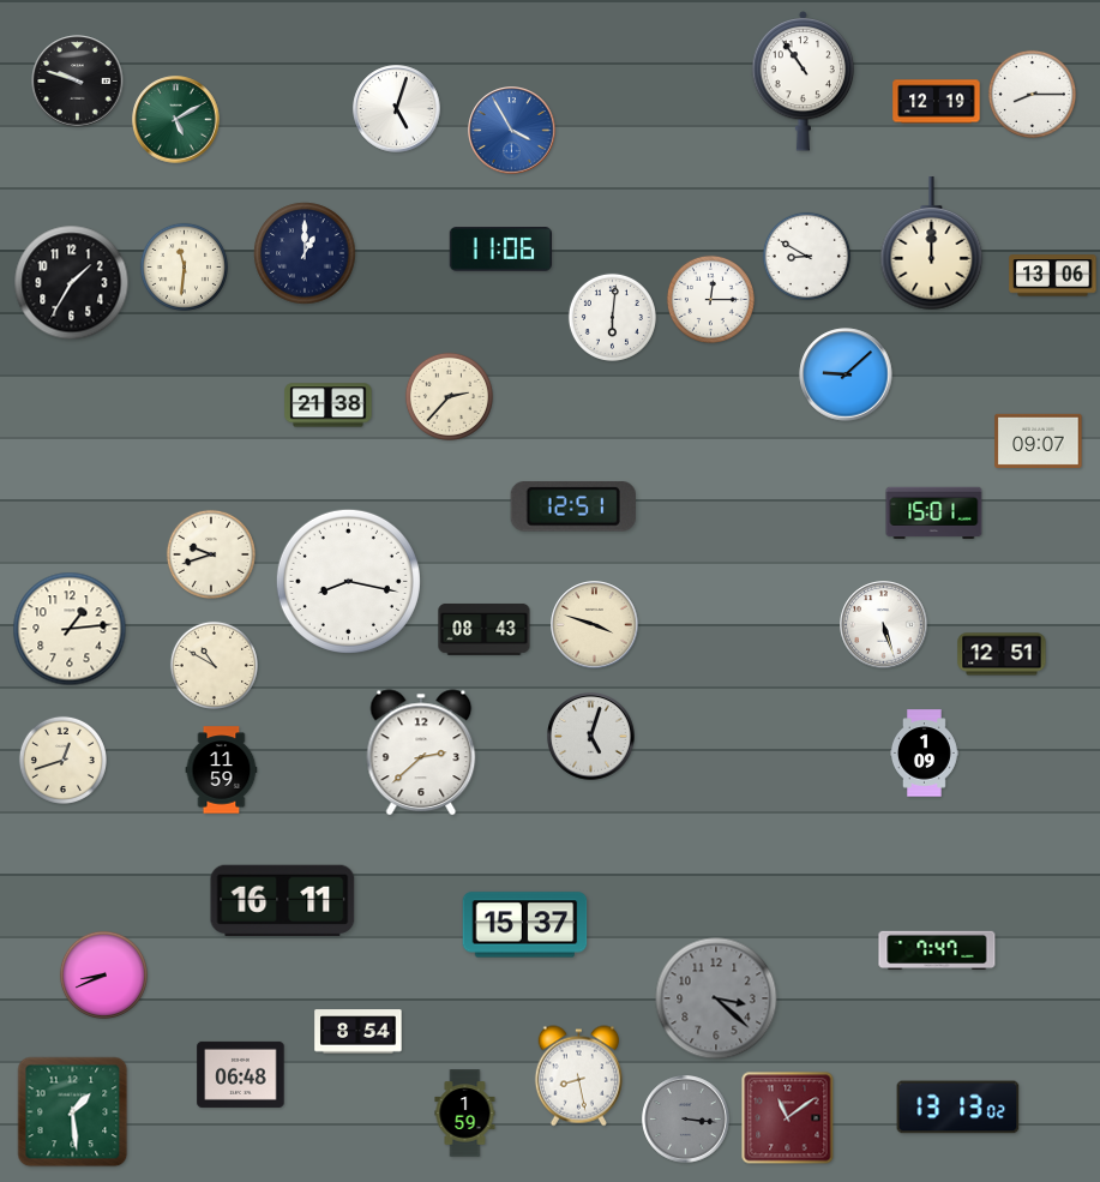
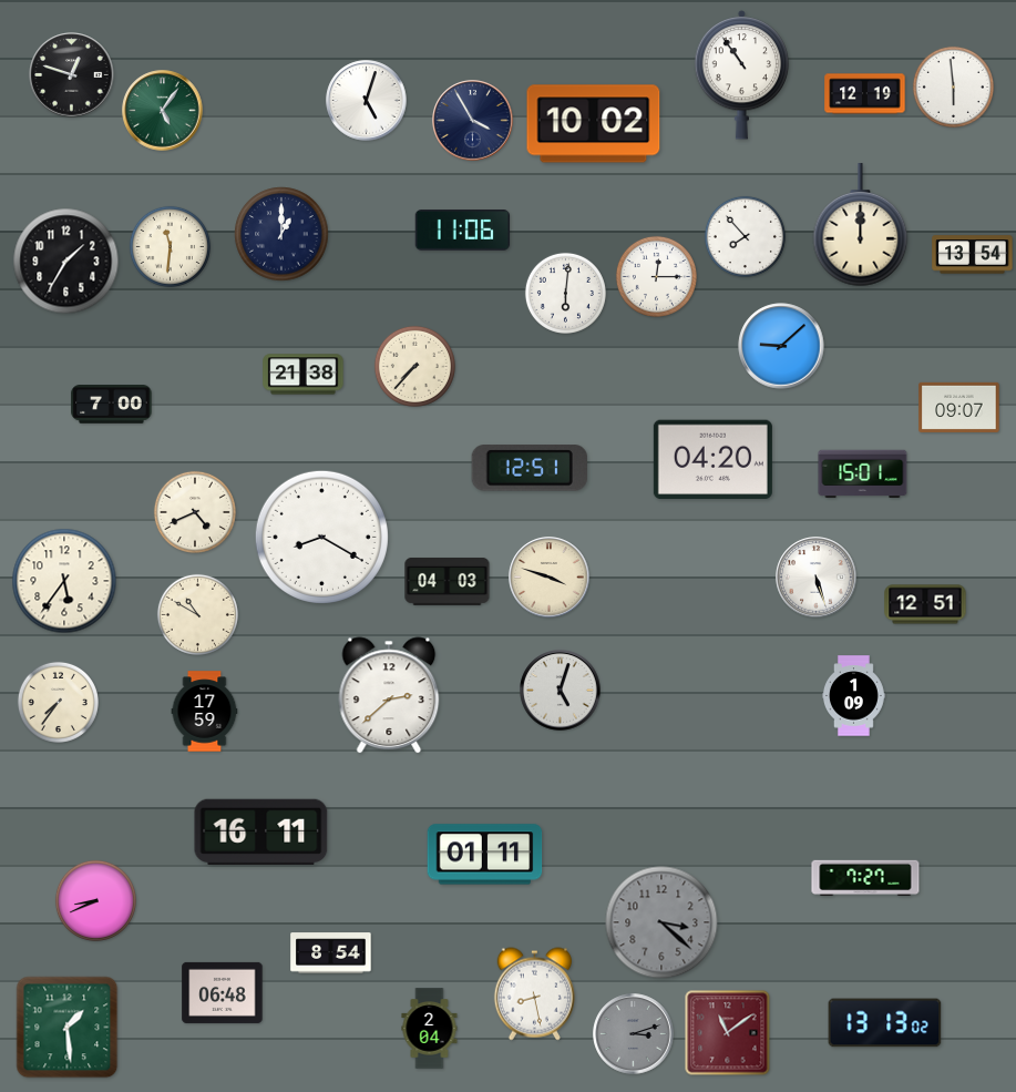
clock at (78, 82): 9:48 -> 12:48
clock at (1032, 94): 8:15 -> 5:59
clock at (176, 120): 5:10 -> 5:06
clock at (512, 131) dial: blue -> navy
clock at (594, 124): none -> 10:02
clock at (806, 256): 8:50 -> 7:53
clock at (1053, 276): 13:06 -> 13:54
clock at (449, 396): 2:37 -> 7:37
clock at (112, 405): none -> 7:00
clock at (712, 460): none -> 04:20
clock at (211, 554): 9:42 -> 4:41
clock at (348, 581): 8:17 -> 8:20
clock at (70, 629): 1:14 -> 5:36
clock at (485, 629): 08:43 -> 04:03
clock at (591, 737) position: (591, 737) -> (561, 691)
clock at (62, 760): 12:42 -> 7:36
clock at (222, 770): 11:59 -> 17:59
clock at (525, 925): 15:37 -> 01:11
clock at (937, 950): 7:47 -> 7:27
clock at (465, 1114): 1:59 -> 2:04
clock at (686, 1120): 3:16 -> 3:12
